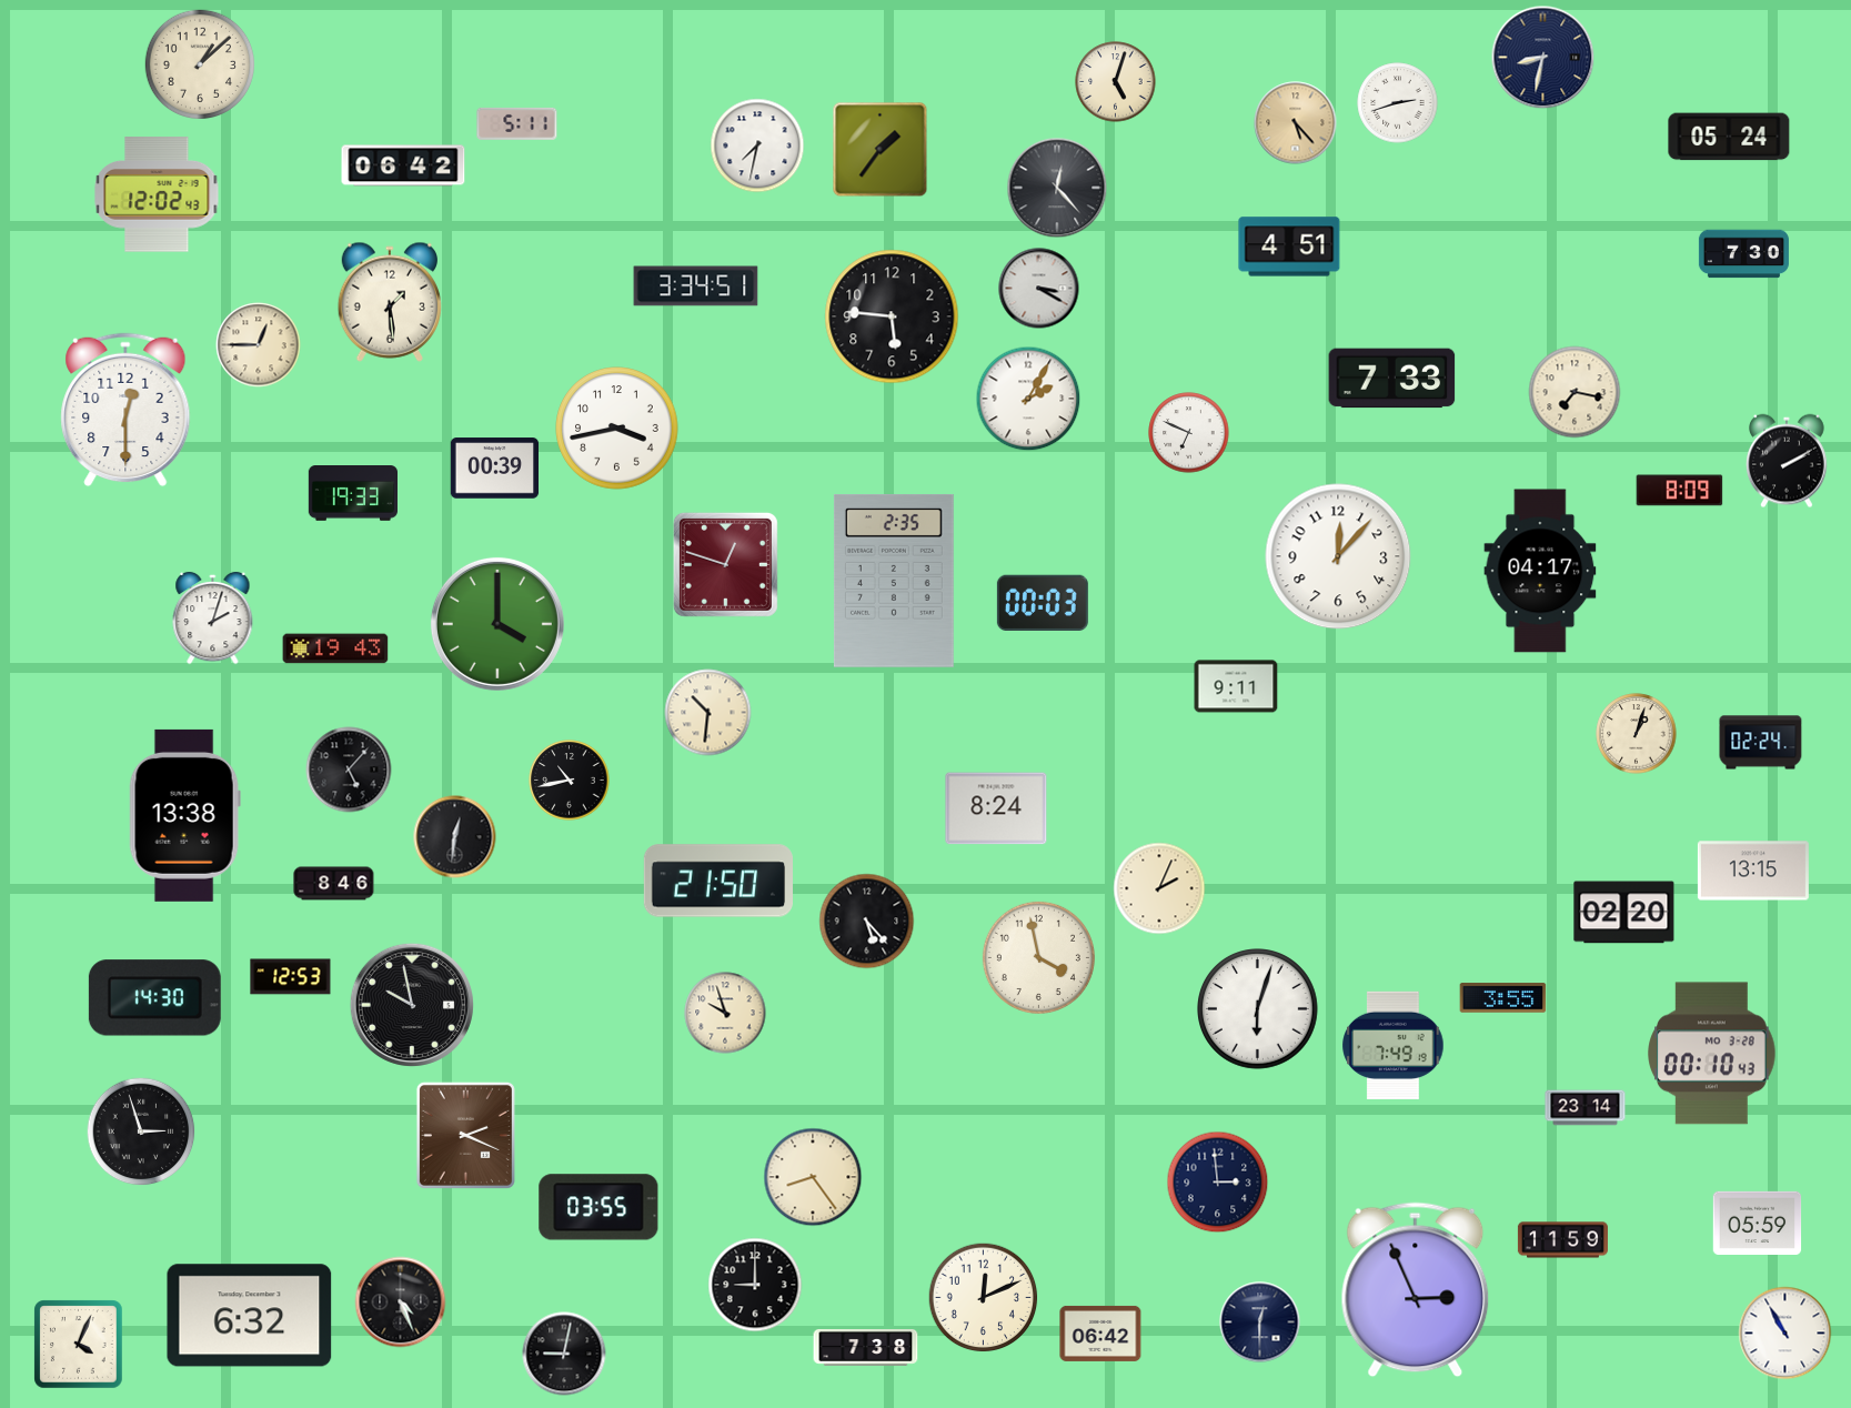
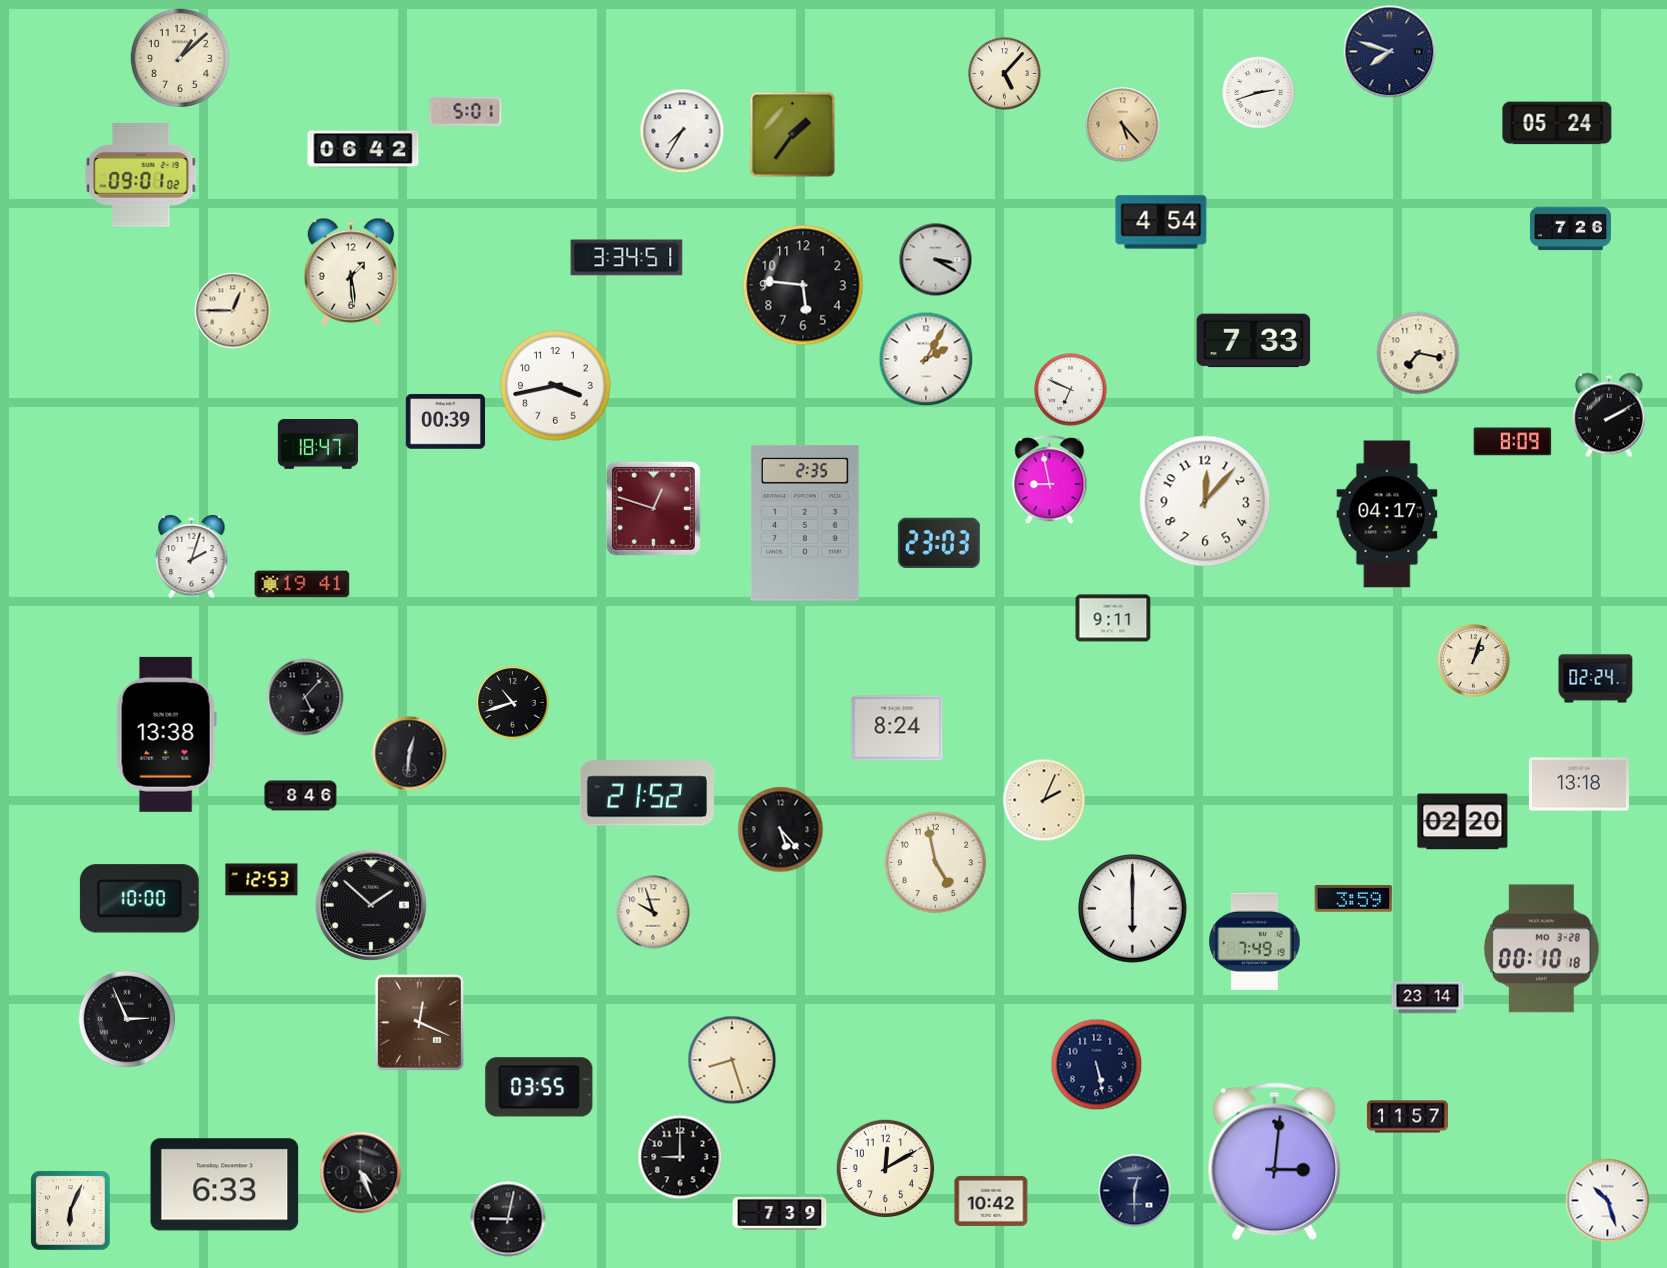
clock at (1543, 58): 8:32 -> 7:48
clock at (1116, 82): 5:03 -> 5:07
clock at (517, 123): 5:11 -> 5:01
clock at (1296, 123) position: (1296, 123) -> (1123, 125)
clock at (757, 145): 7:32 -> 7:35
clock at (1057, 188): 12:23 -> none
clock at (157, 194): 12:02 -> 09:01
clock at (1289, 247): 4:51 -> 4:54
clock at (1743, 254): 7:30 -> 7:26
clock at (125, 410): 12:30 -> none
clock at (352, 493): 19:33 -> 18:47
clock at (1050, 480): none -> 8:58
clock at (1043, 602): 00:03 -> 23:03
clock at (497, 624): 4:00 -> none
clock at (335, 648): 19:43 -> 19:41
clock at (708, 713): 10:31 -> none
clock at (1761, 743) position: (1761, 743) -> (1596, 679)
clock at (349, 770) position: (349, 770) -> (305, 697)
clock at (570, 781): 10:43 -> 10:42
clock at (1753, 871): 13:15 -> 13:18
clock at (718, 881): 21:50 -> 21:52
clock at (1038, 957): 3:58 -> 4:58
clock at (154, 998): 14:30 -> 10:00
clock at (1503, 998): 3:55 -> 3:59
clock at (412, 1005): 9:58 -> 1:52
clock at (1258, 1009): 6:03 -> 6:00
clock at (1712, 1054): 00:10:43 -> 00:10:18
clock at (141, 1132): 2:57 -> 2:56
clock at (465, 1135): 2:19 -> 12:19
clock at (813, 1177): 8:24 -> 8:27
clock at (1218, 1183): 2:59 -> 5:28
clock at (1758, 1223): 05:59 -> none
clock at (1562, 1240): 11:59 -> 11:57
clock at (1416, 1290): 2:56 -> 3:01
clock at (984, 1298): 12:11 -> 12:10
clock at (250, 1316): 6:32 -> 6:33
clock at (1100, 1334): 06:42 -> 10:42
clock at (1785, 1334): 10:55 -> 10:27
clock at (79, 1345): 4:04 -> 6:04
clock at (866, 1347): 7:38 -> 7:39
